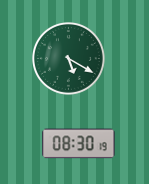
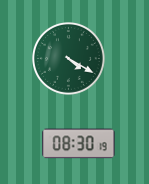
clock at (69, 59): 5:20 -> 4:20
